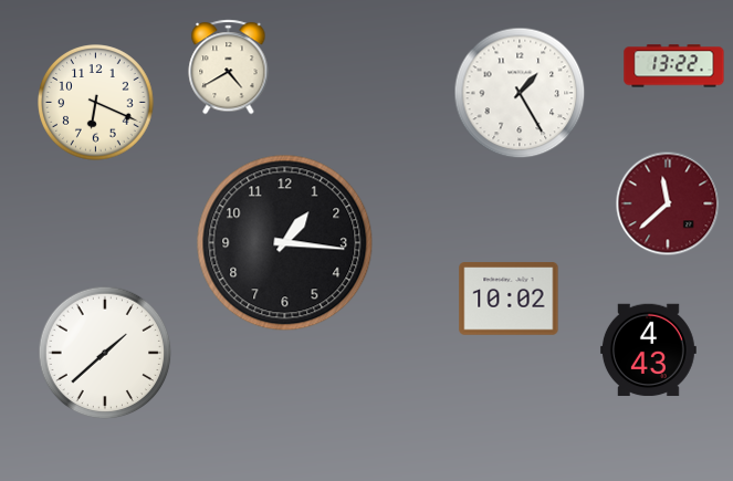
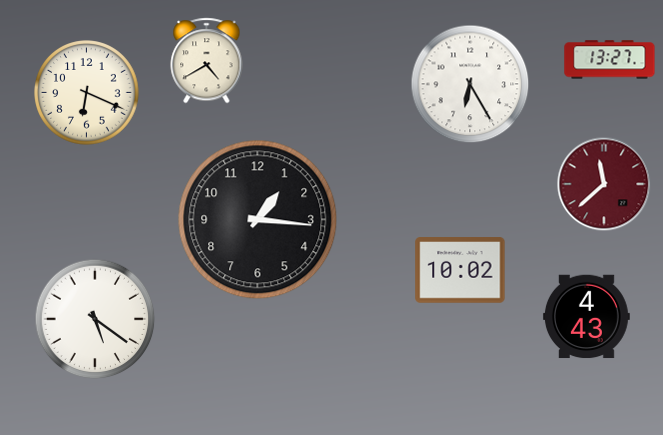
clock at (674, 66): 13:22 -> 13:27
clock at (520, 93): 1:25 -> 6:25
clock at (105, 353): 1:38 -> 5:21
